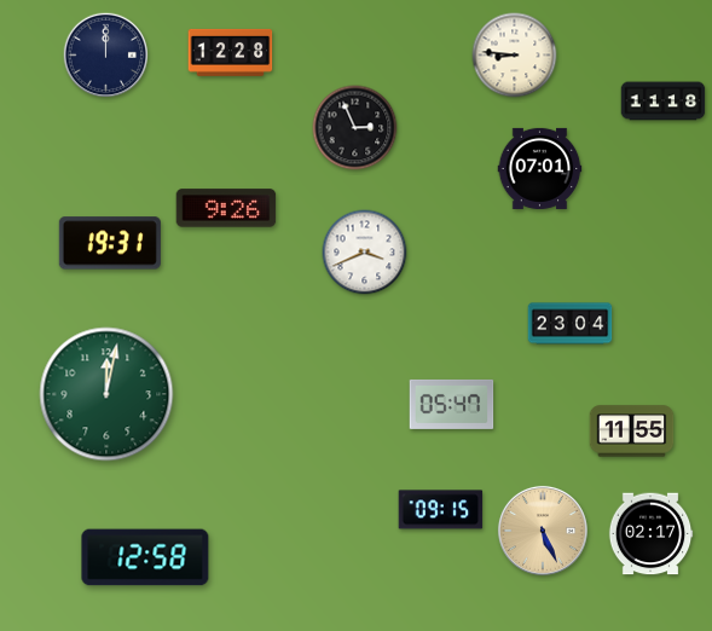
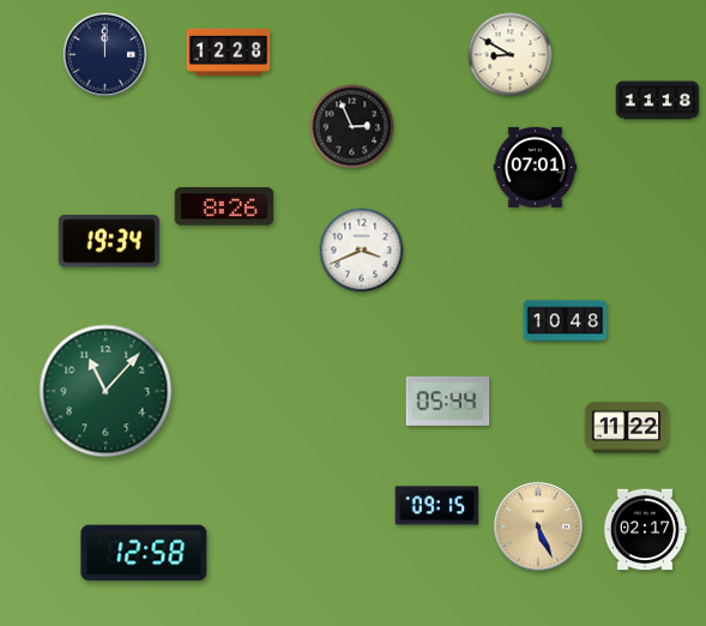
clock at (515, 56): 8:46 -> 8:50
clock at (226, 208): 9:26 -> 8:26
clock at (110, 243): 19:31 -> 19:34
clock at (571, 324): 23:04 -> 10:48
clock at (106, 394): 12:02 -> 11:07
clock at (452, 404): 05:47 -> 05:44
clock at (632, 432): 11:55 -> 11:22
